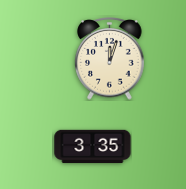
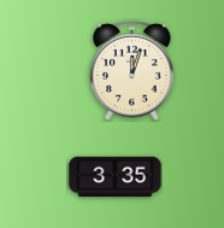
clock at (93, 147) position: (93, 147) -> (116, 177)
